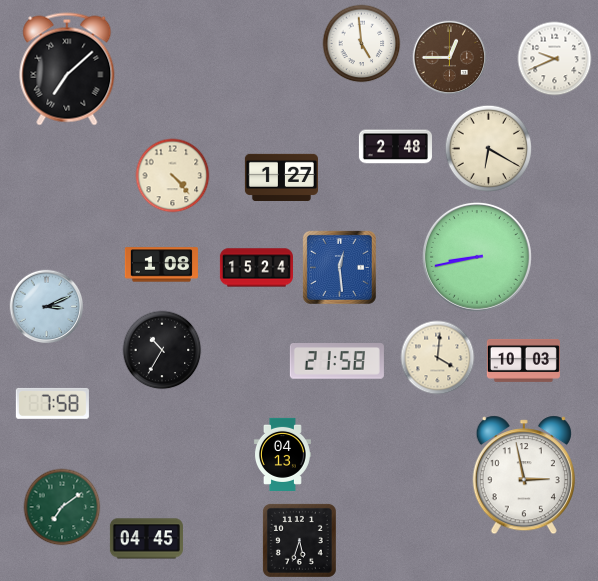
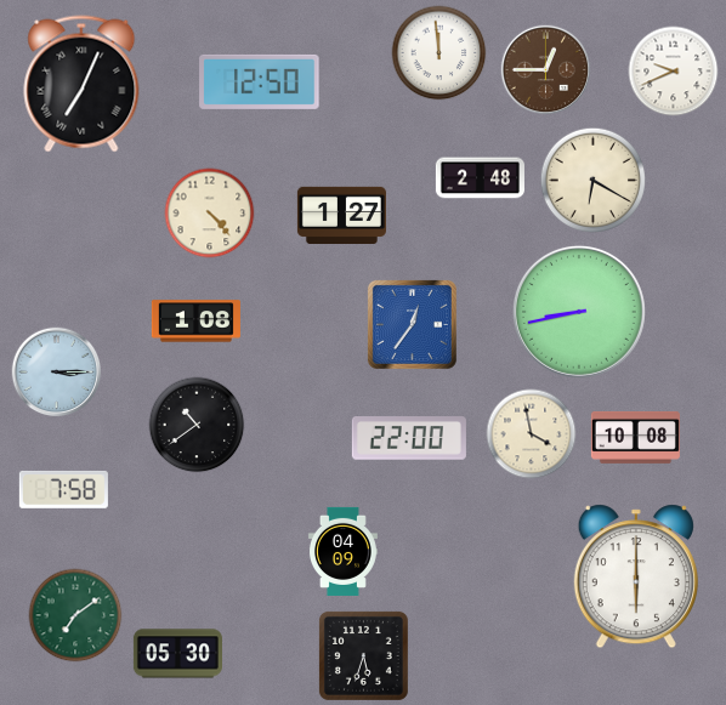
clock at (362, 44): 4:59 -> 11:59
clock at (260, 81): none -> 12:50
clock at (67, 69): 7:08 -> 7:04
clock at (339, 267): 12:29 -> 12:36
clock at (256, 268): 15:24 -> none
clock at (47, 307): 3:11 -> 3:15
clock at (162, 350): 10:35 -> 10:39
clock at (438, 358): 4:01 -> 3:58
clock at (523, 360): 10:03 -> 10:08
clock at (337, 361): 21:58 -> 22:00
clock at (282, 454): 04:13 -> 04:09
clock at (524, 475): 2:58 -> 6:00
clock at (146, 539): 04:45 -> 05:30
